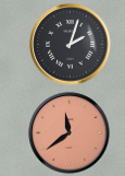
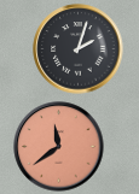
clock at (70, 133) position: (70, 133) -> (59, 147)
